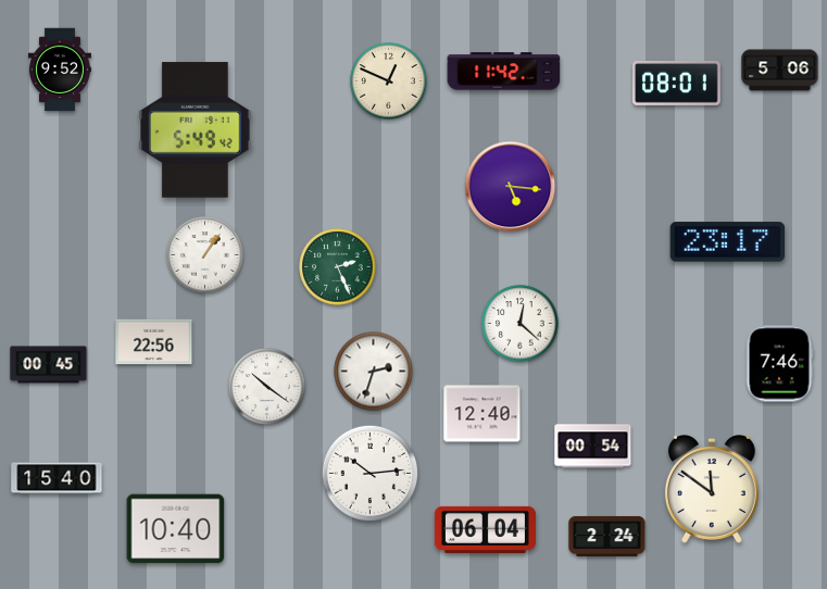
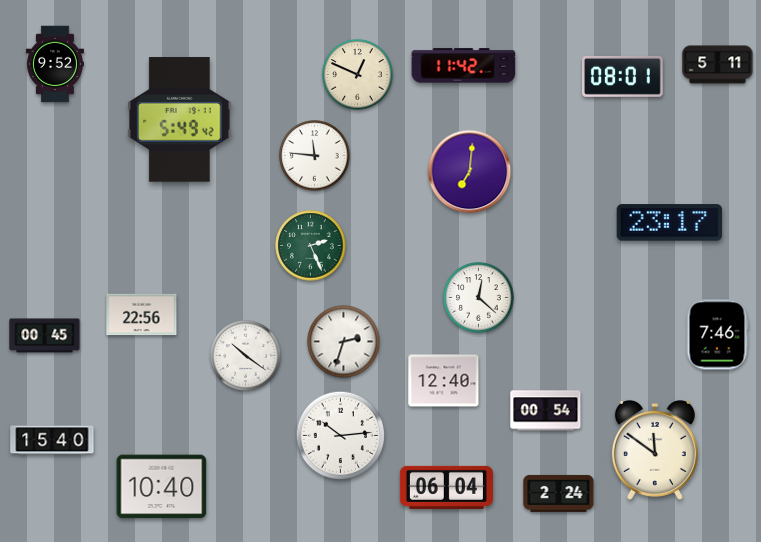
clock at (780, 71): 5:06 -> 5:11
clock at (315, 156): none -> 11:46
clock at (511, 187): 5:16 -> 7:01
clock at (205, 255): 1:06 -> none
